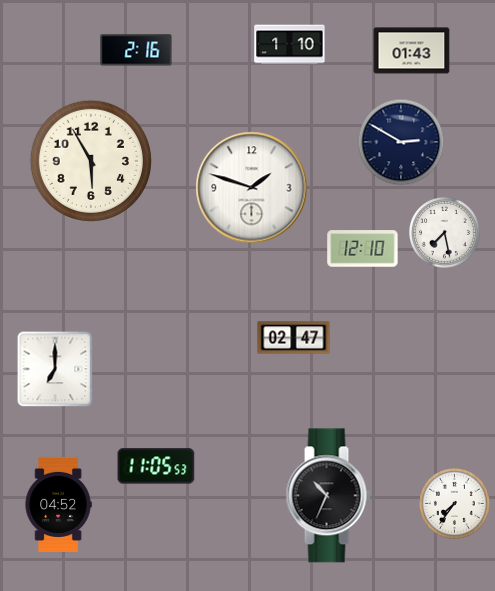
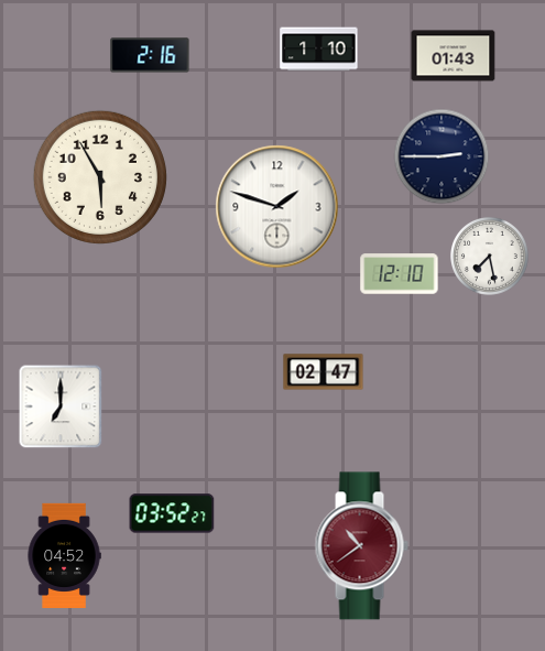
clock at (401, 142): 2:50 -> 2:45
clock at (156, 466): 11:05 -> 03:52
clock at (328, 496): 10:34 -> 10:39
clock at (328, 496) dial: black -> burgundy
clock at (455, 504): 7:36 -> none
